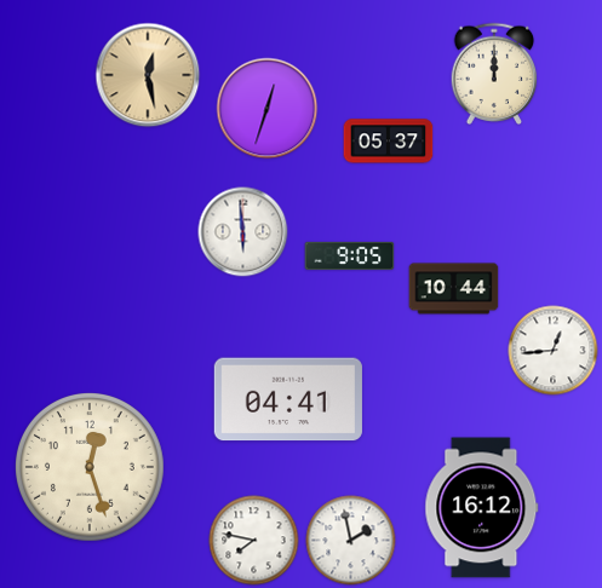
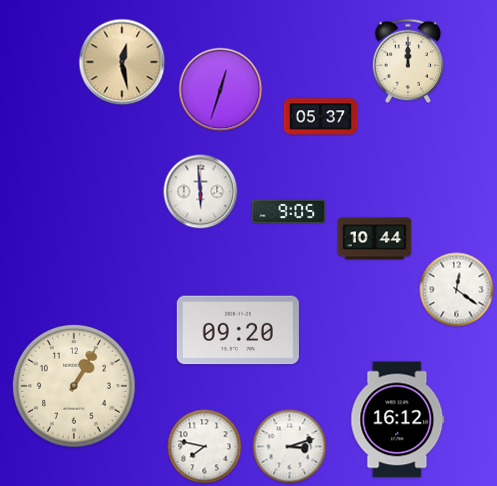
clock at (554, 351): 12:44 -> 12:21
clock at (288, 399): 04:41 -> 09:20
clock at (90, 467): 12:27 -> 1:05
clock at (254, 541) position: (254, 541) -> (205, 447)
clock at (351, 541): 1:58 -> 3:12
